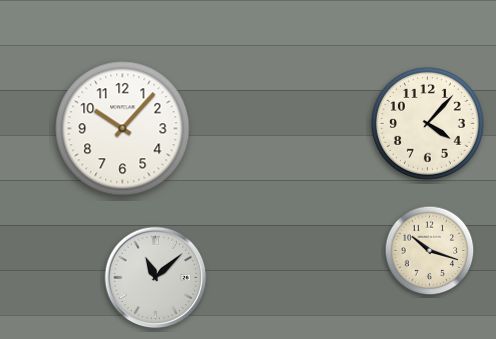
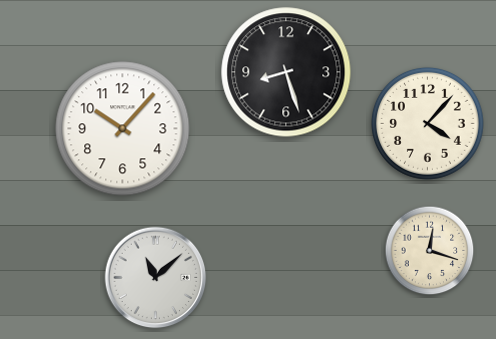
clock at (286, 72): none -> 8:27
clock at (430, 251): 10:18 -> 12:18
